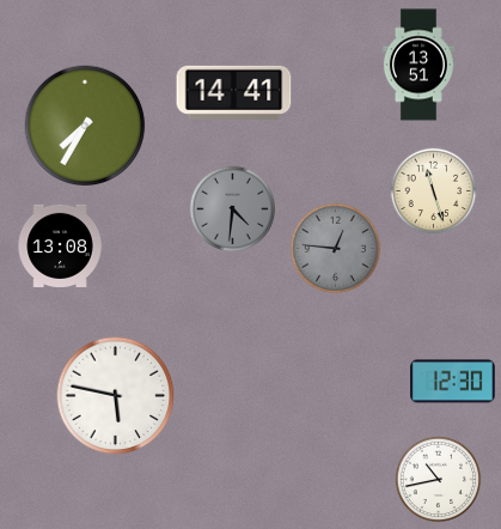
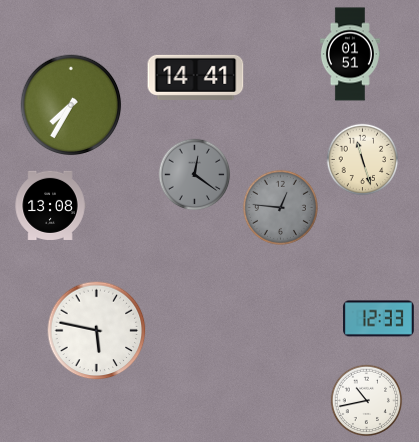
clock at (418, 65): 13:51 -> 01:51
clock at (233, 209): 4:31 -> 12:21
clock at (453, 382): 12:30 -> 12:33
